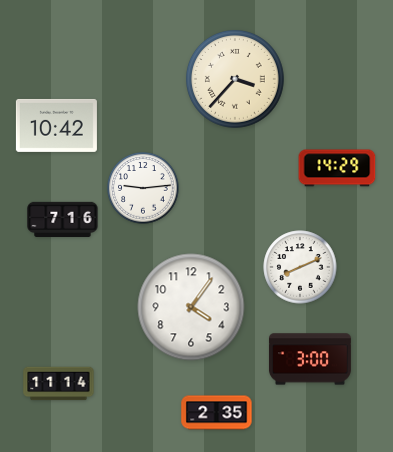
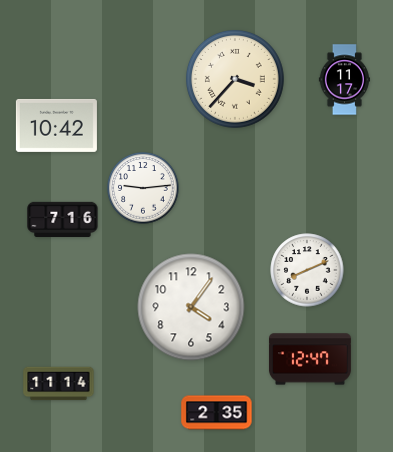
clock at (344, 80): none -> 11:17
clock at (337, 168): 14:29 -> none
clock at (300, 267) position: (300, 267) -> (307, 270)
clock at (310, 359): 3:00 -> 12:47
